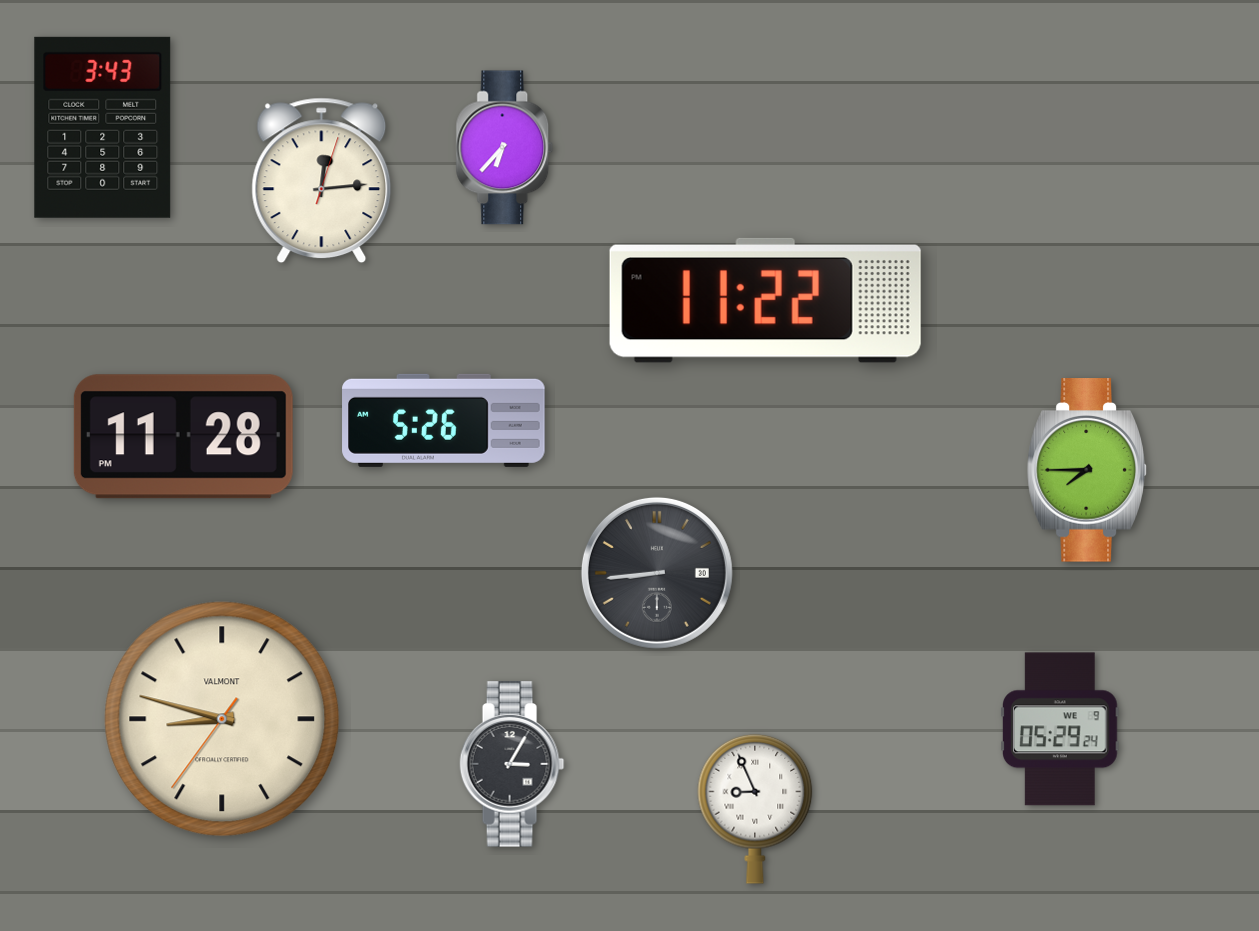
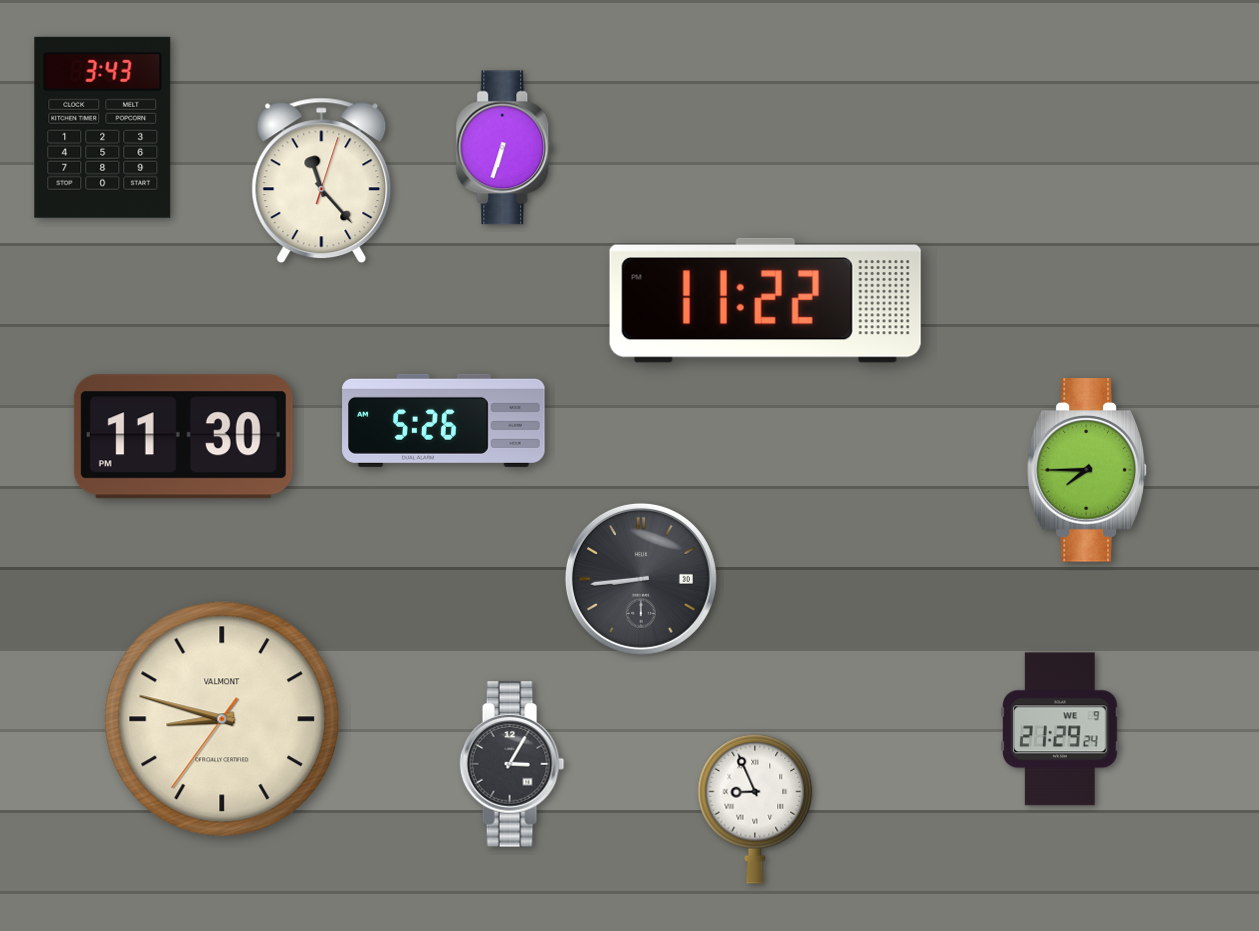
clock at (505, 148): 6:37 -> 6:33
clock at (322, 181): 12:14 -> 11:23
clock at (183, 437): 11:28 -> 11:30
clock at (657, 573) position: (657, 573) -> (641, 579)
clock at (1061, 729): 05:29 -> 21:29
